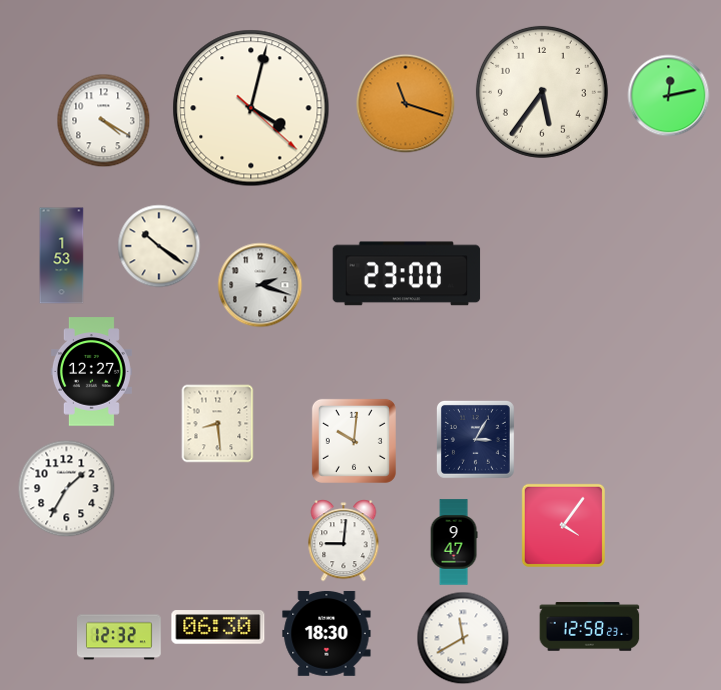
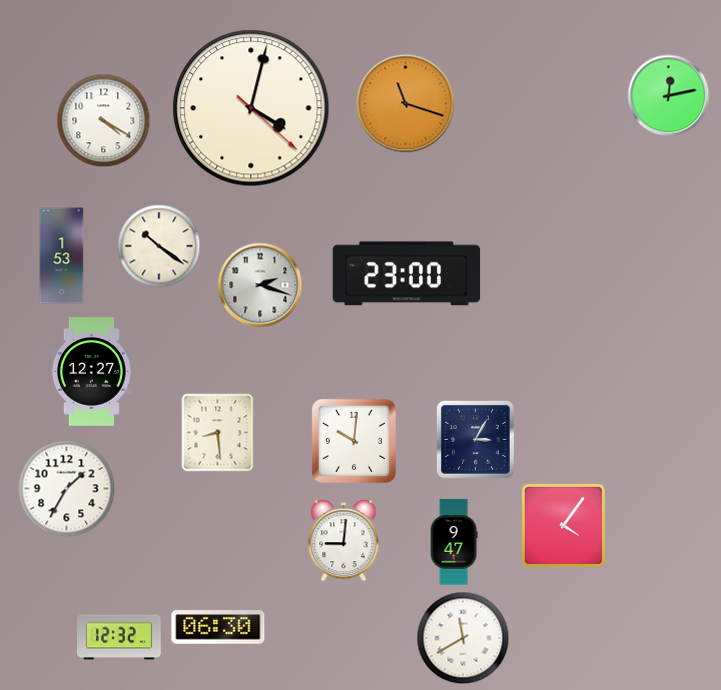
clock at (542, 92): 5:36 -> none
clock at (218, 424) position: (218, 424) -> (218, 433)
clock at (590, 627): 12:58 -> none
clock at (327, 633): 18:30 -> none
